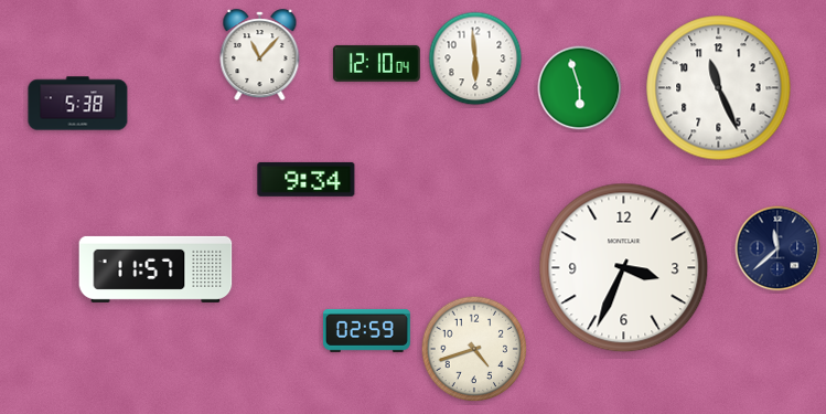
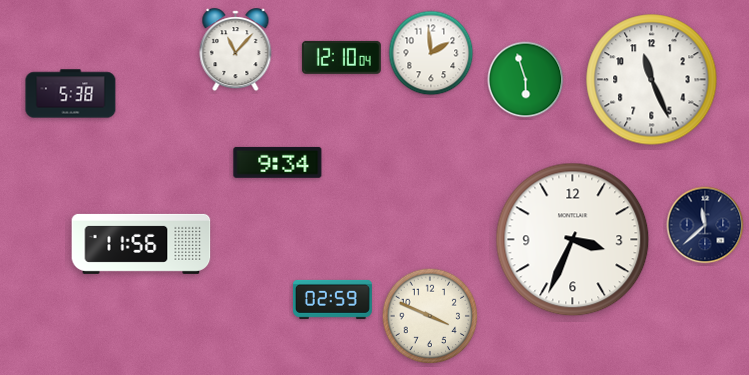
clock at (475, 59): 5:59 -> 1:59
clock at (624, 268) position: (624, 268) -> (573, 240)
clock at (155, 269): 11:57 -> 11:56
clock at (474, 349): 4:42 -> 3:49
